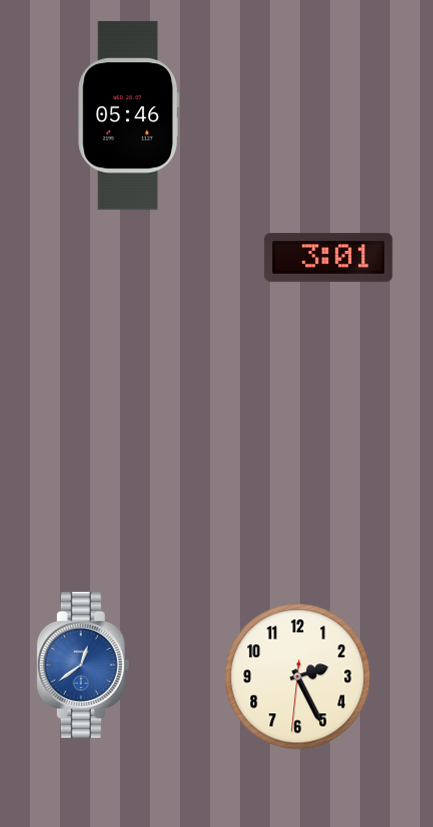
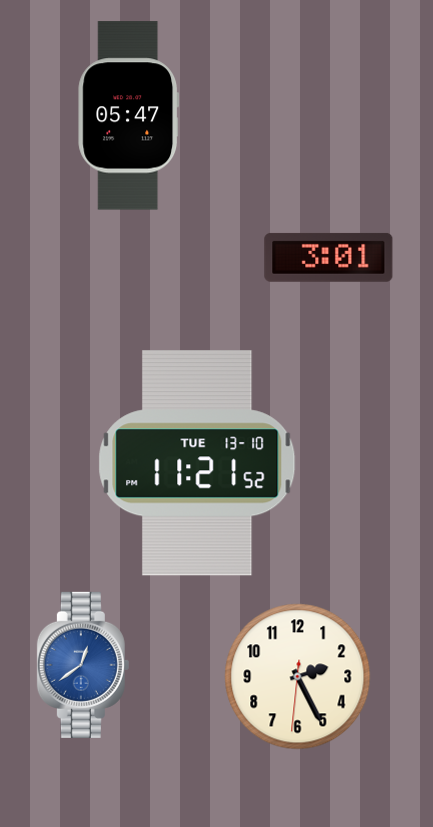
clock at (129, 116): 05:46 -> 05:47
clock at (197, 463): none -> 11:21
